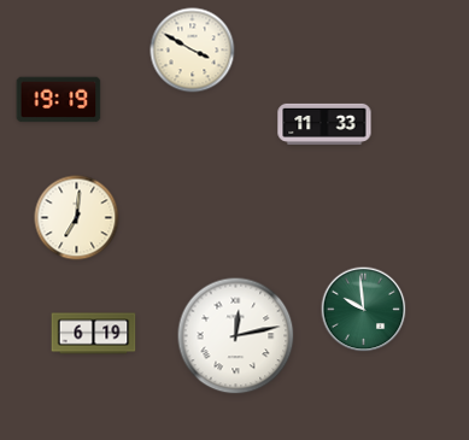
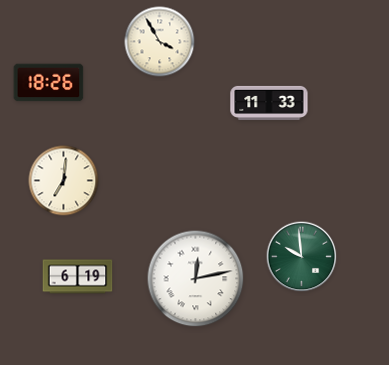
clock at (193, 51): 3:50 -> 3:55
clock at (59, 100): 19:19 -> 18:26
